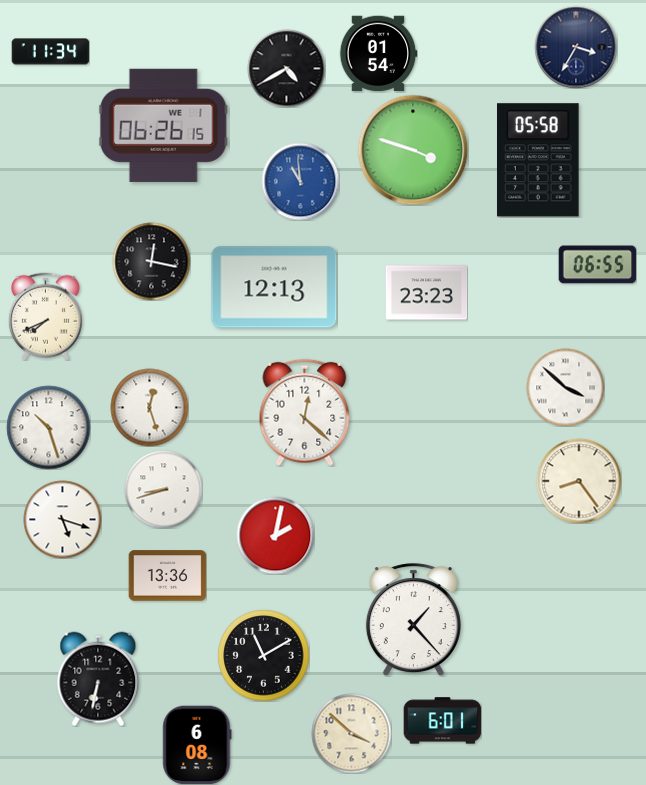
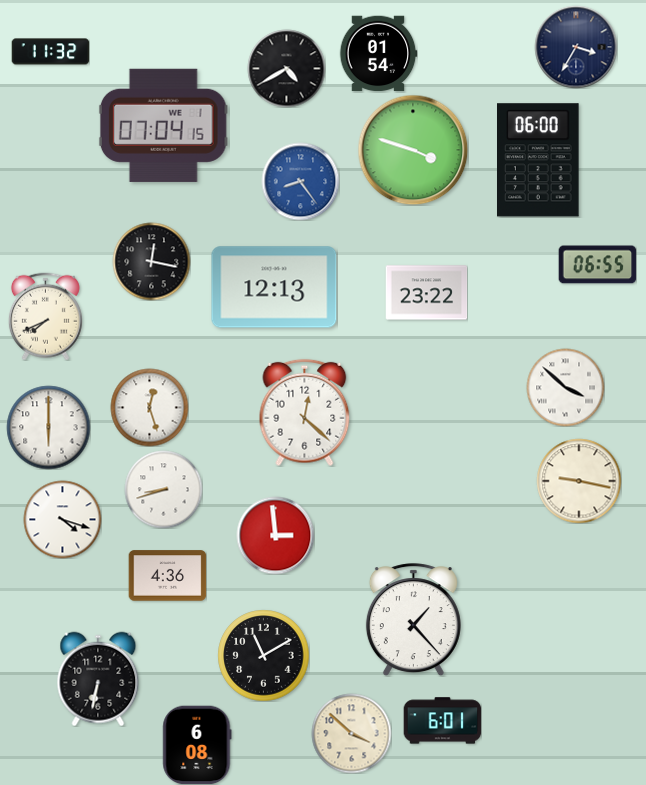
clock at (50, 52): 11:34 -> 11:32
clock at (163, 125): 06:26 -> 07:04
clock at (539, 160): 05:58 -> 06:00
clock at (300, 181): 10:59 -> 8:24
clock at (426, 293): 23:23 -> 23:22
clock at (48, 427): 10:27 -> 6:00
clock at (579, 481): 8:24 -> 9:17
clock at (62, 519): 5:18 -> 4:18
clock at (275, 535): 2:02 -> 2:59
clock at (167, 576): 13:36 -> 4:36
